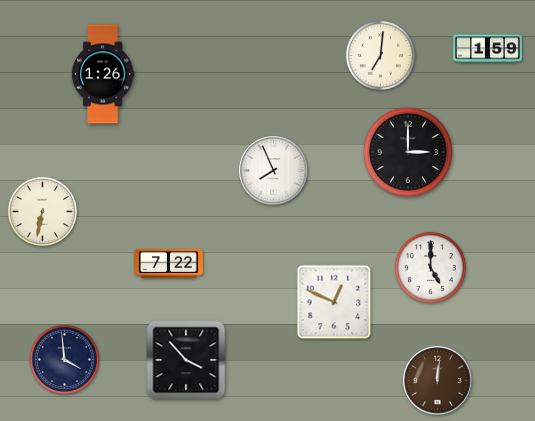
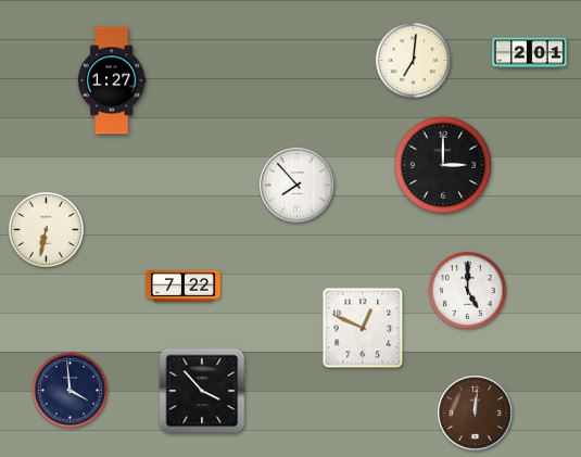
clock at (488, 49): 1:59 -> 2:01
clock at (103, 74): 1:26 -> 1:27
clock at (274, 171): 7:56 -> 7:53
